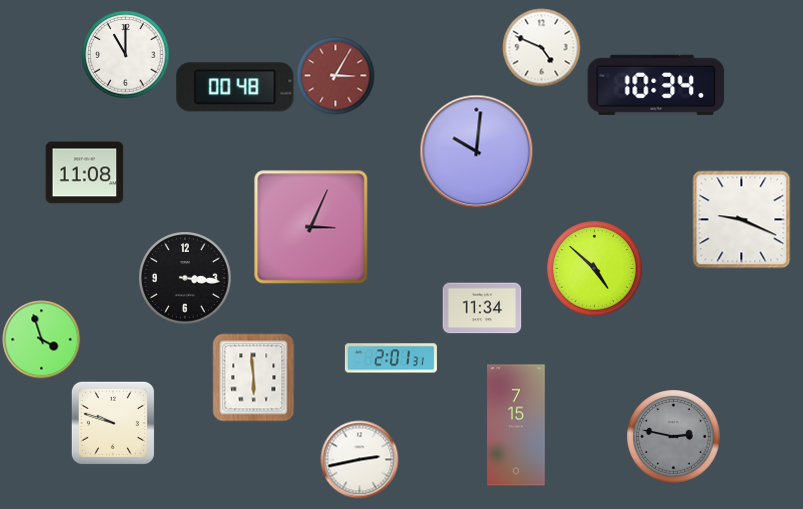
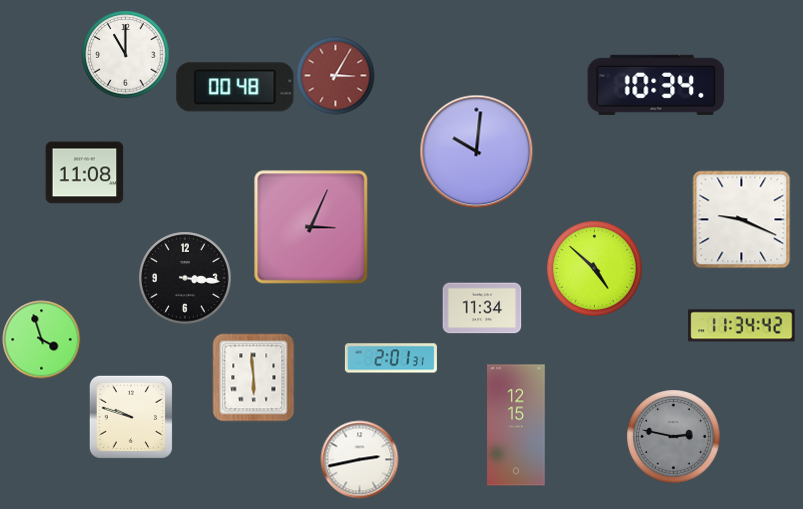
clock at (541, 47): 4:49 -> none
clock at (742, 326): none -> 11:34
clock at (113, 423) position: (113, 423) -> (131, 417)
clock at (516, 425): 7:15 -> 12:15
